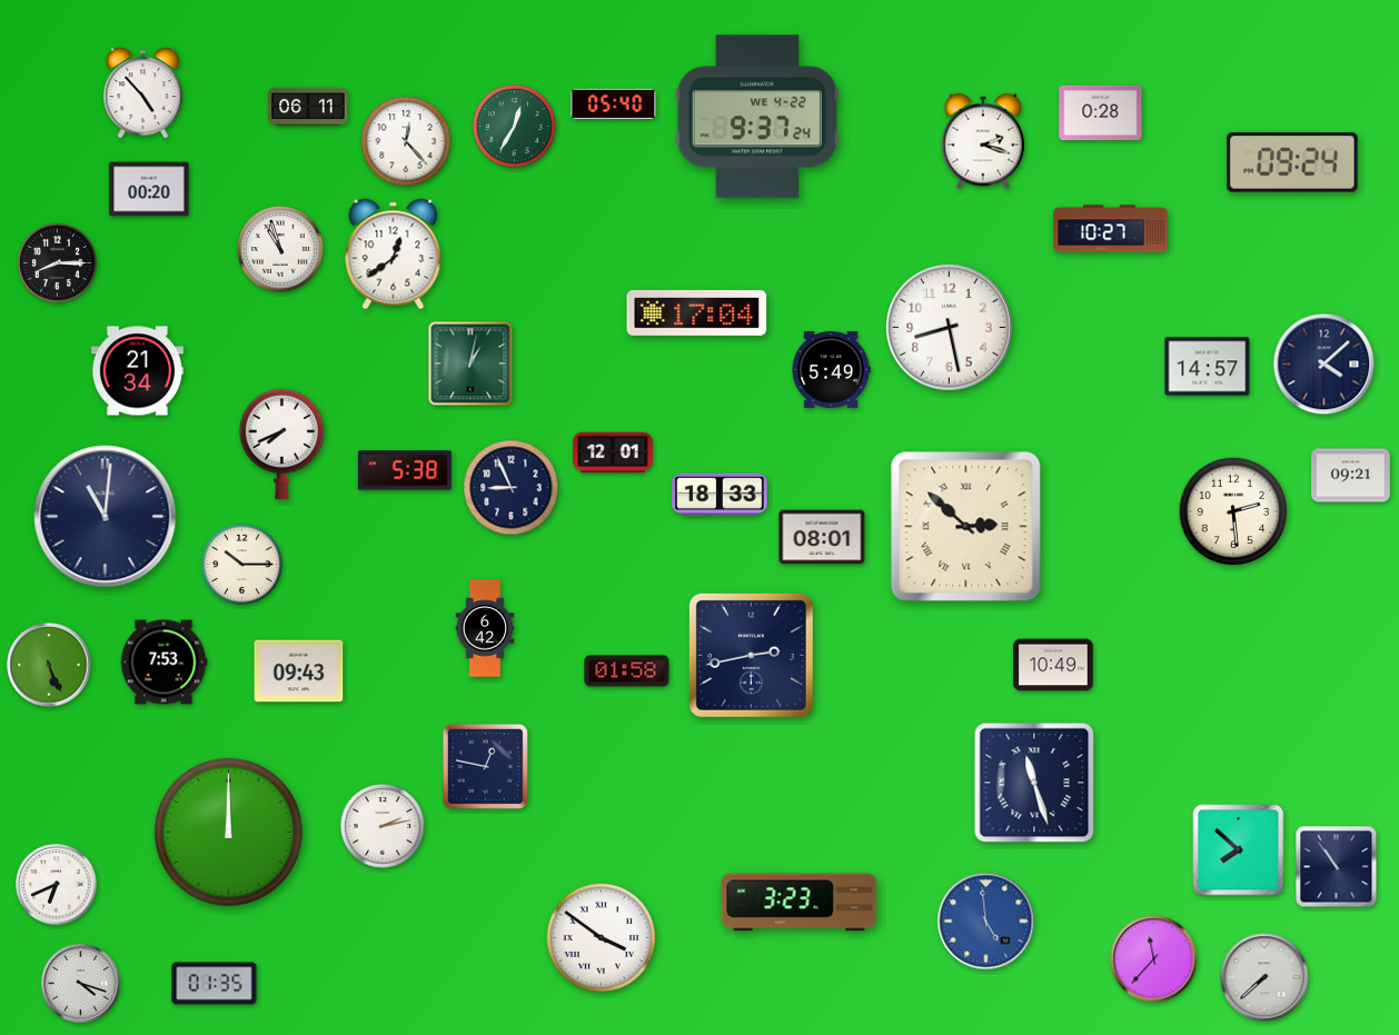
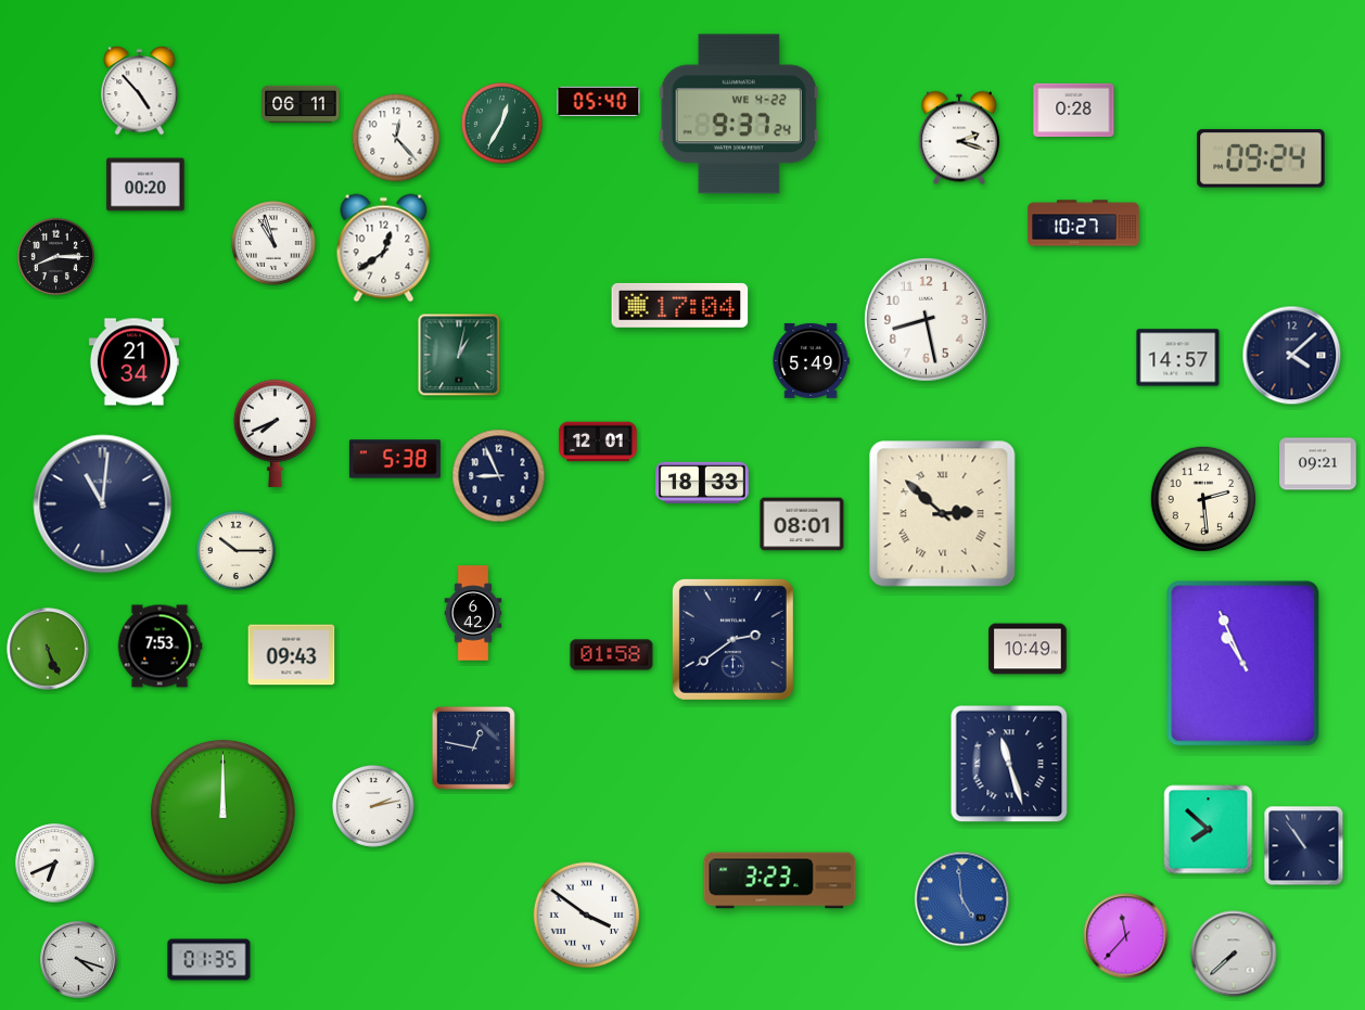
clock at (751, 655): 2:43 -> 2:39
clock at (1243, 664): none -> 10:56
